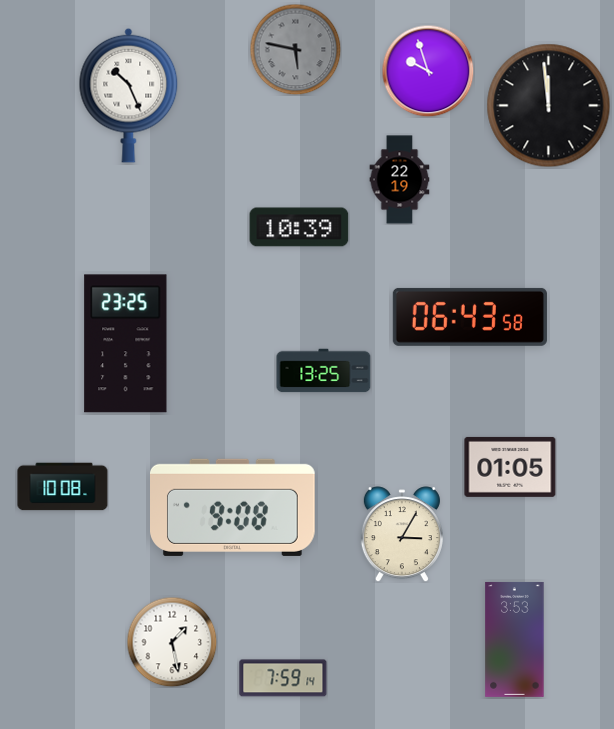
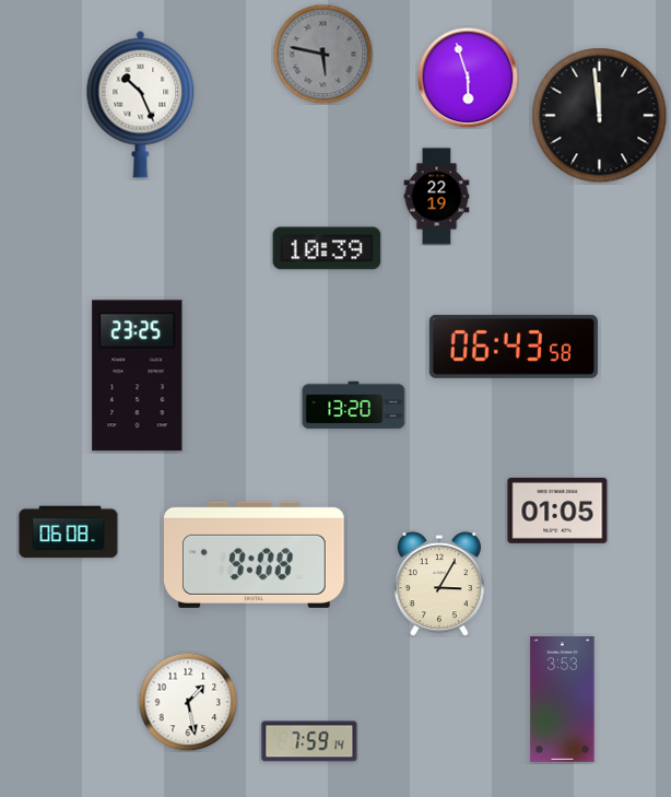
clock at (428, 71): 9:57 -> 5:57
clock at (324, 371): 13:25 -> 13:20
clock at (63, 487): 10:08 -> 06:08
